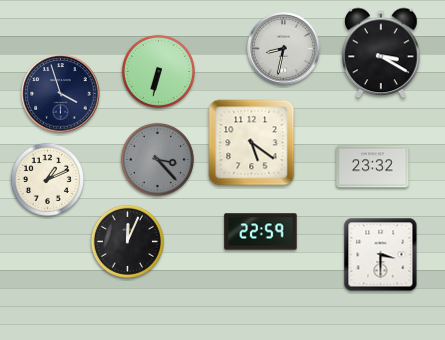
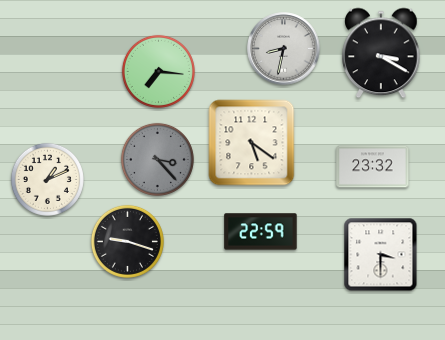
clock at (158, 71): 6:32 -> 7:16
clock at (61, 94): 3:57 -> none
clock at (127, 241): 12:04 -> 9:18
